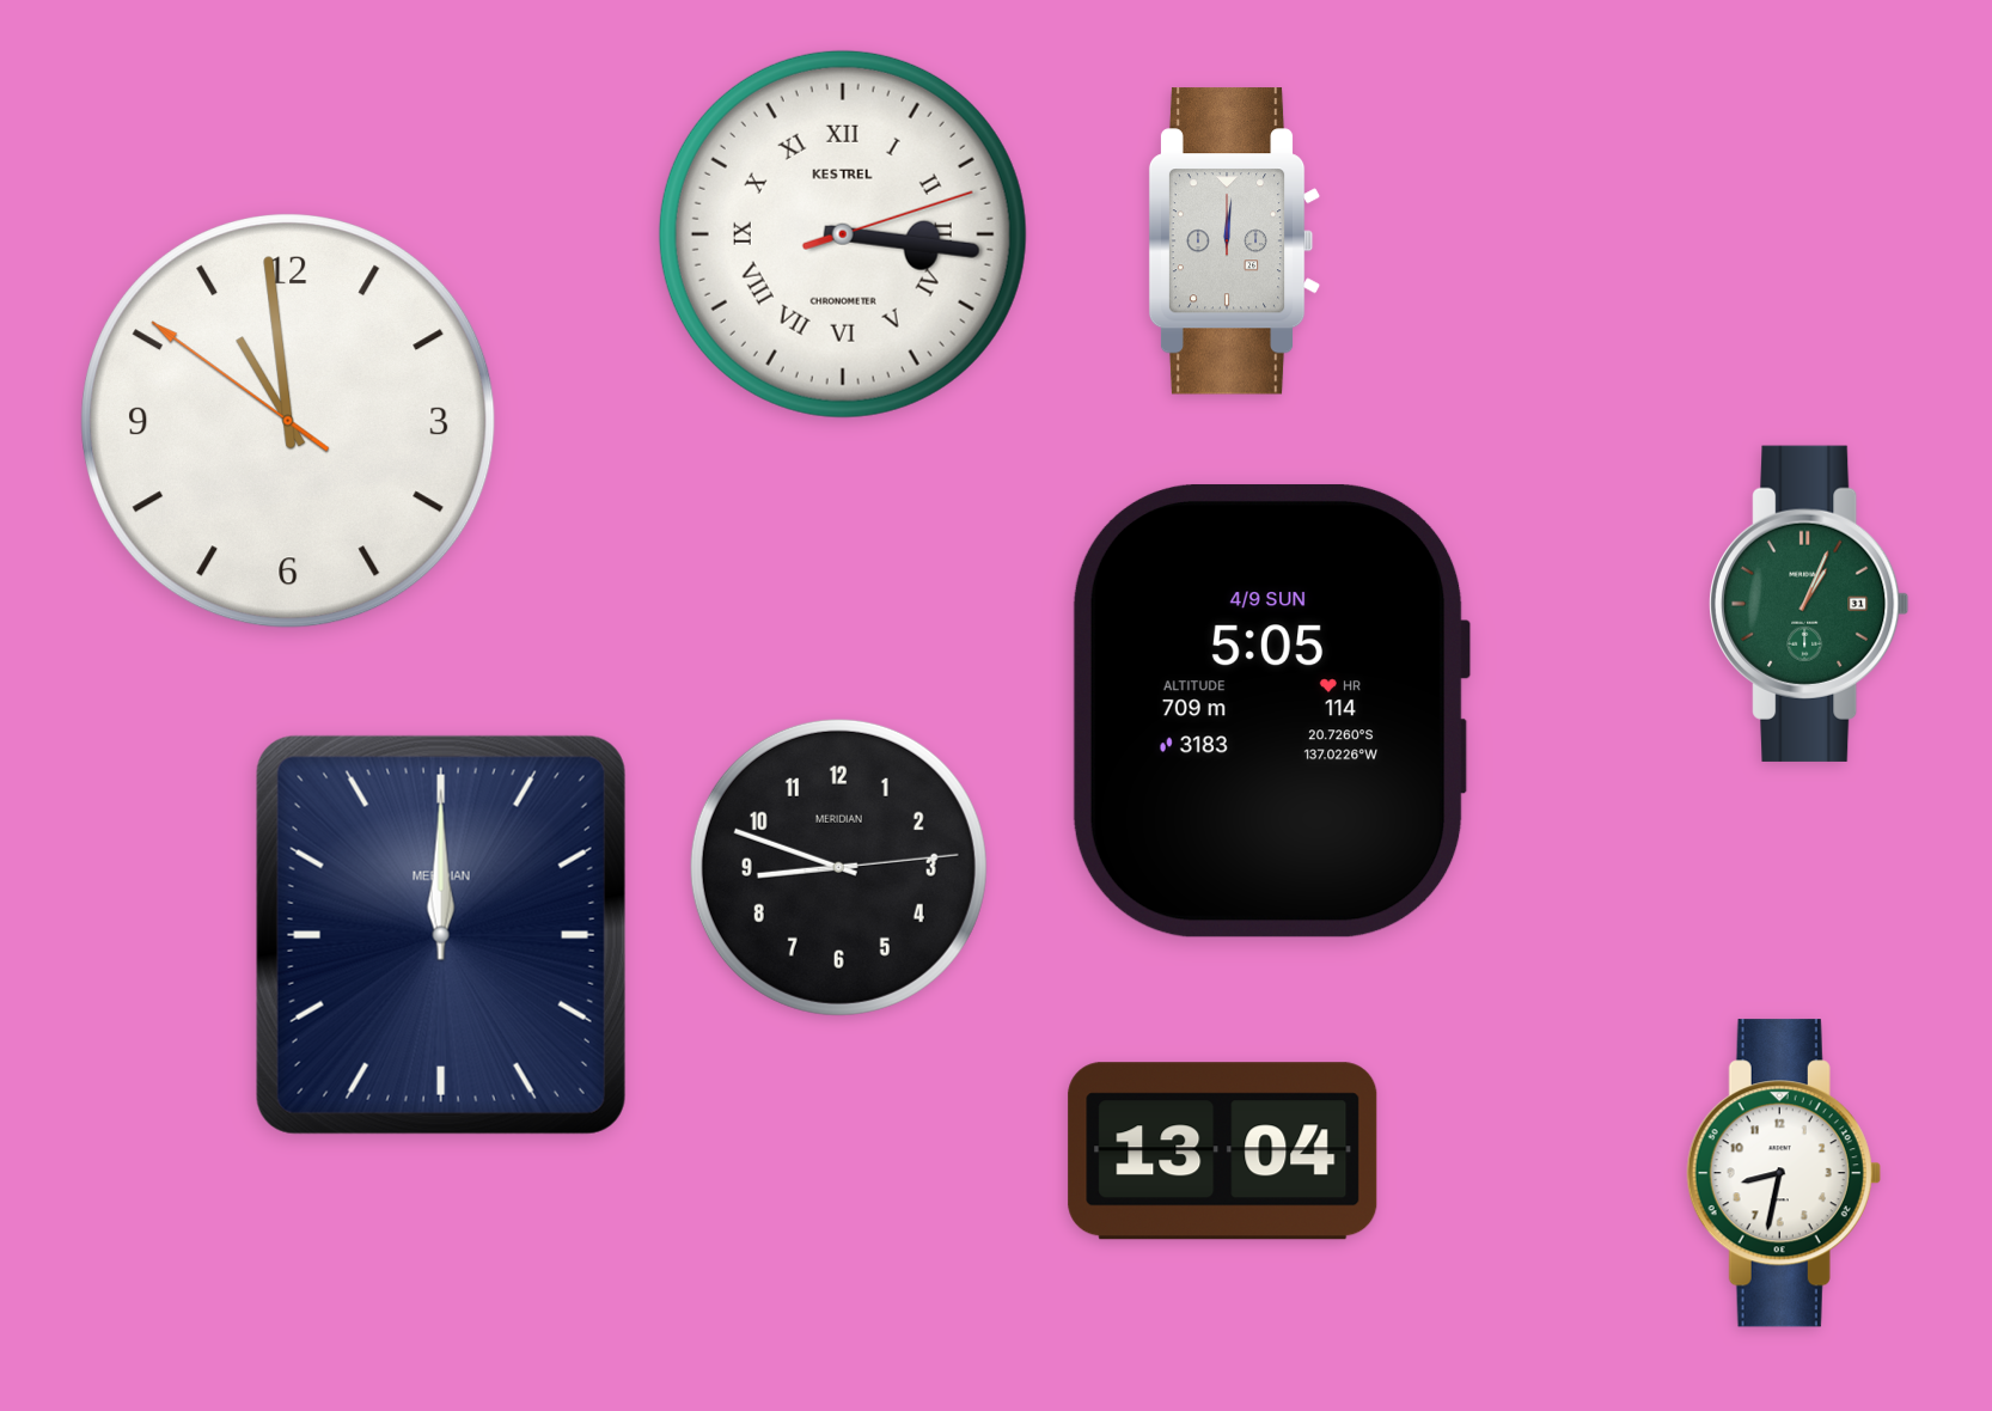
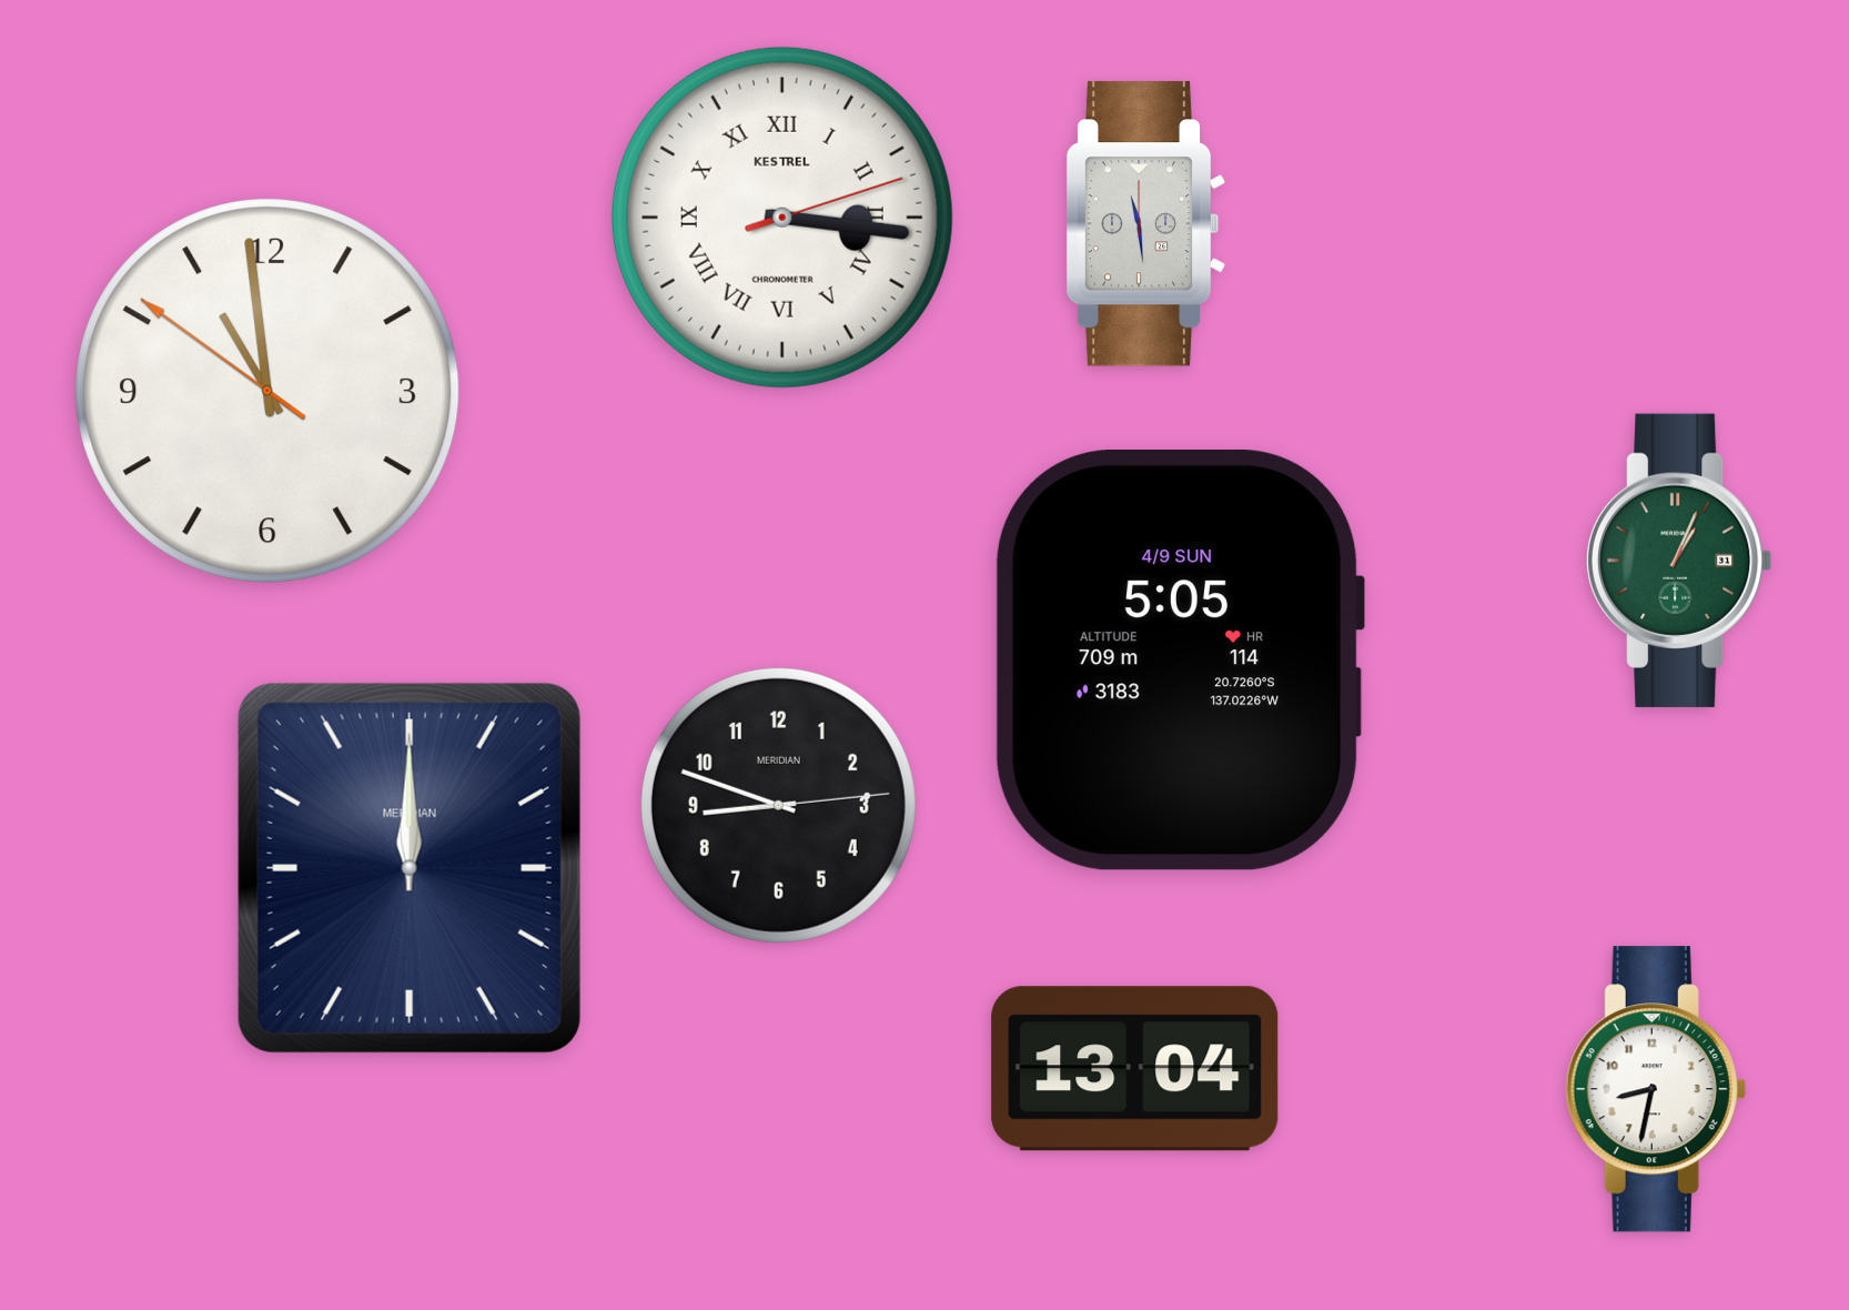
clock at (1235, 242): 12:01 -> 11:29
